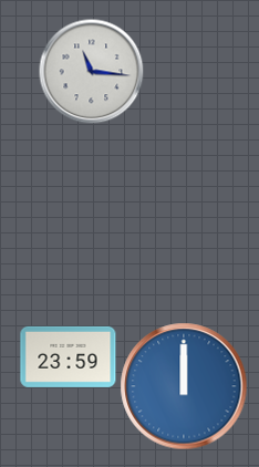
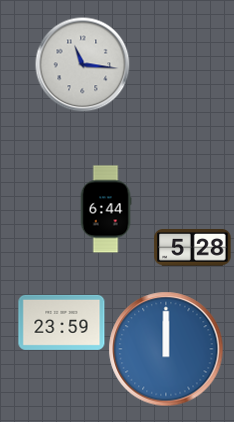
clock at (106, 209): none -> 6:44
clock at (193, 248): none -> 5:28
